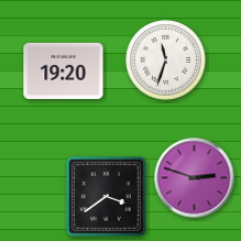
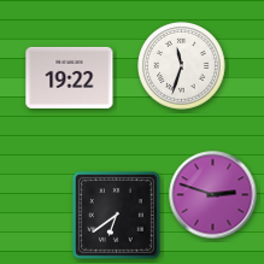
clock at (64, 70): 19:20 -> 19:22
clock at (106, 196): 3:39 -> 6:39
